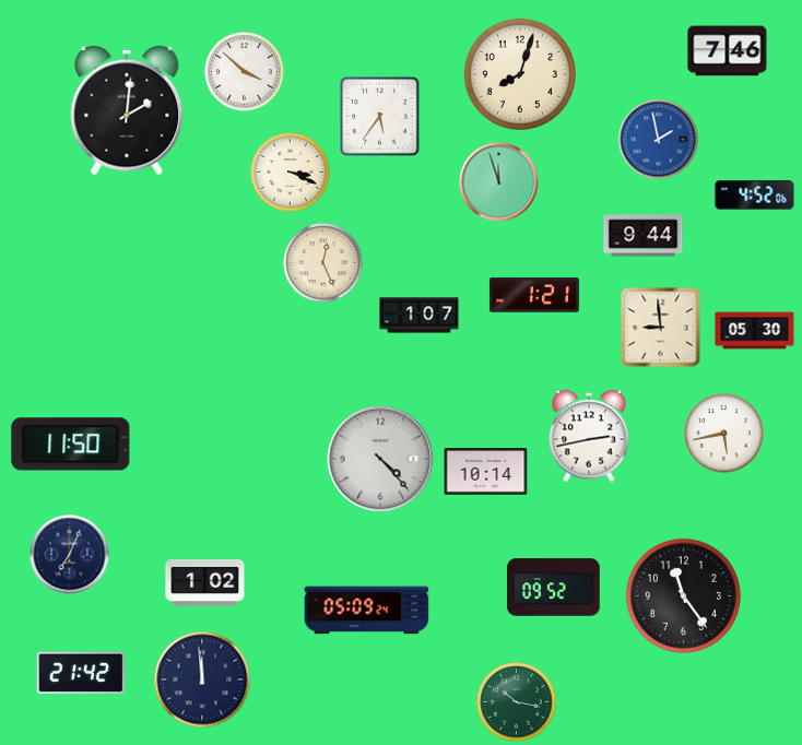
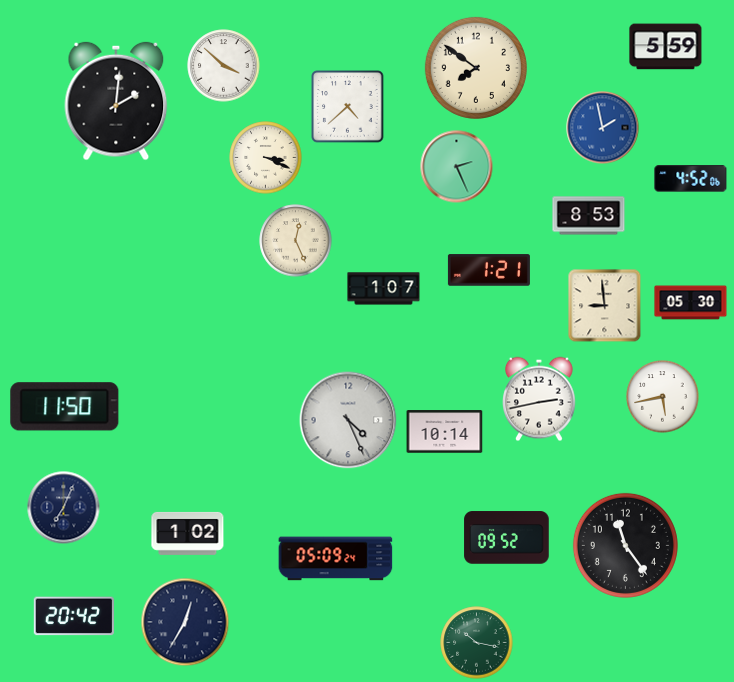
clock at (728, 51): 7:46 -> 5:59
clock at (520, 74): 8:03 -> 7:51
clock at (380, 117): 5:36 -> 4:38
clock at (499, 182): 11:57 -> 2:26
clock at (644, 236): 9:44 -> 8:53
clock at (661, 328) position: (661, 328) -> (605, 306)
clock at (380, 459): 4:23 -> 4:26
clock at (81, 673): 21:42 -> 20:42
clock at (202, 679): 11:59 -> 12:35
clock at (517, 702) position: (517, 702) -> (477, 643)
